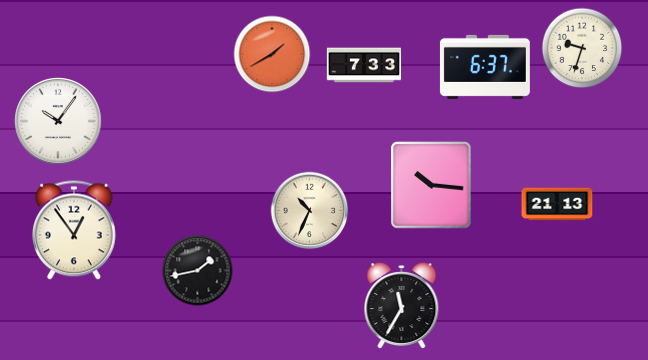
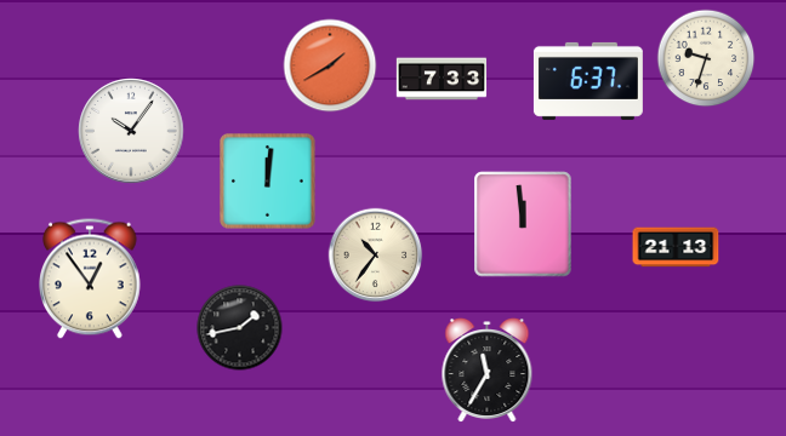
clock at (58, 121) position: (58, 121) -> (131, 131)
clock at (268, 182): none -> 12:01
clock at (431, 185): 10:16 -> 11:59
clock at (310, 211): 10:34 -> 10:36
